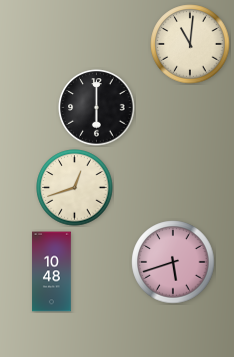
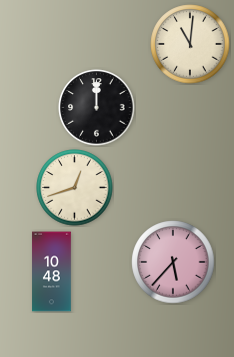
clock at (97, 108): 6:00 -> 12:00
clock at (173, 262): 5:42 -> 5:37
